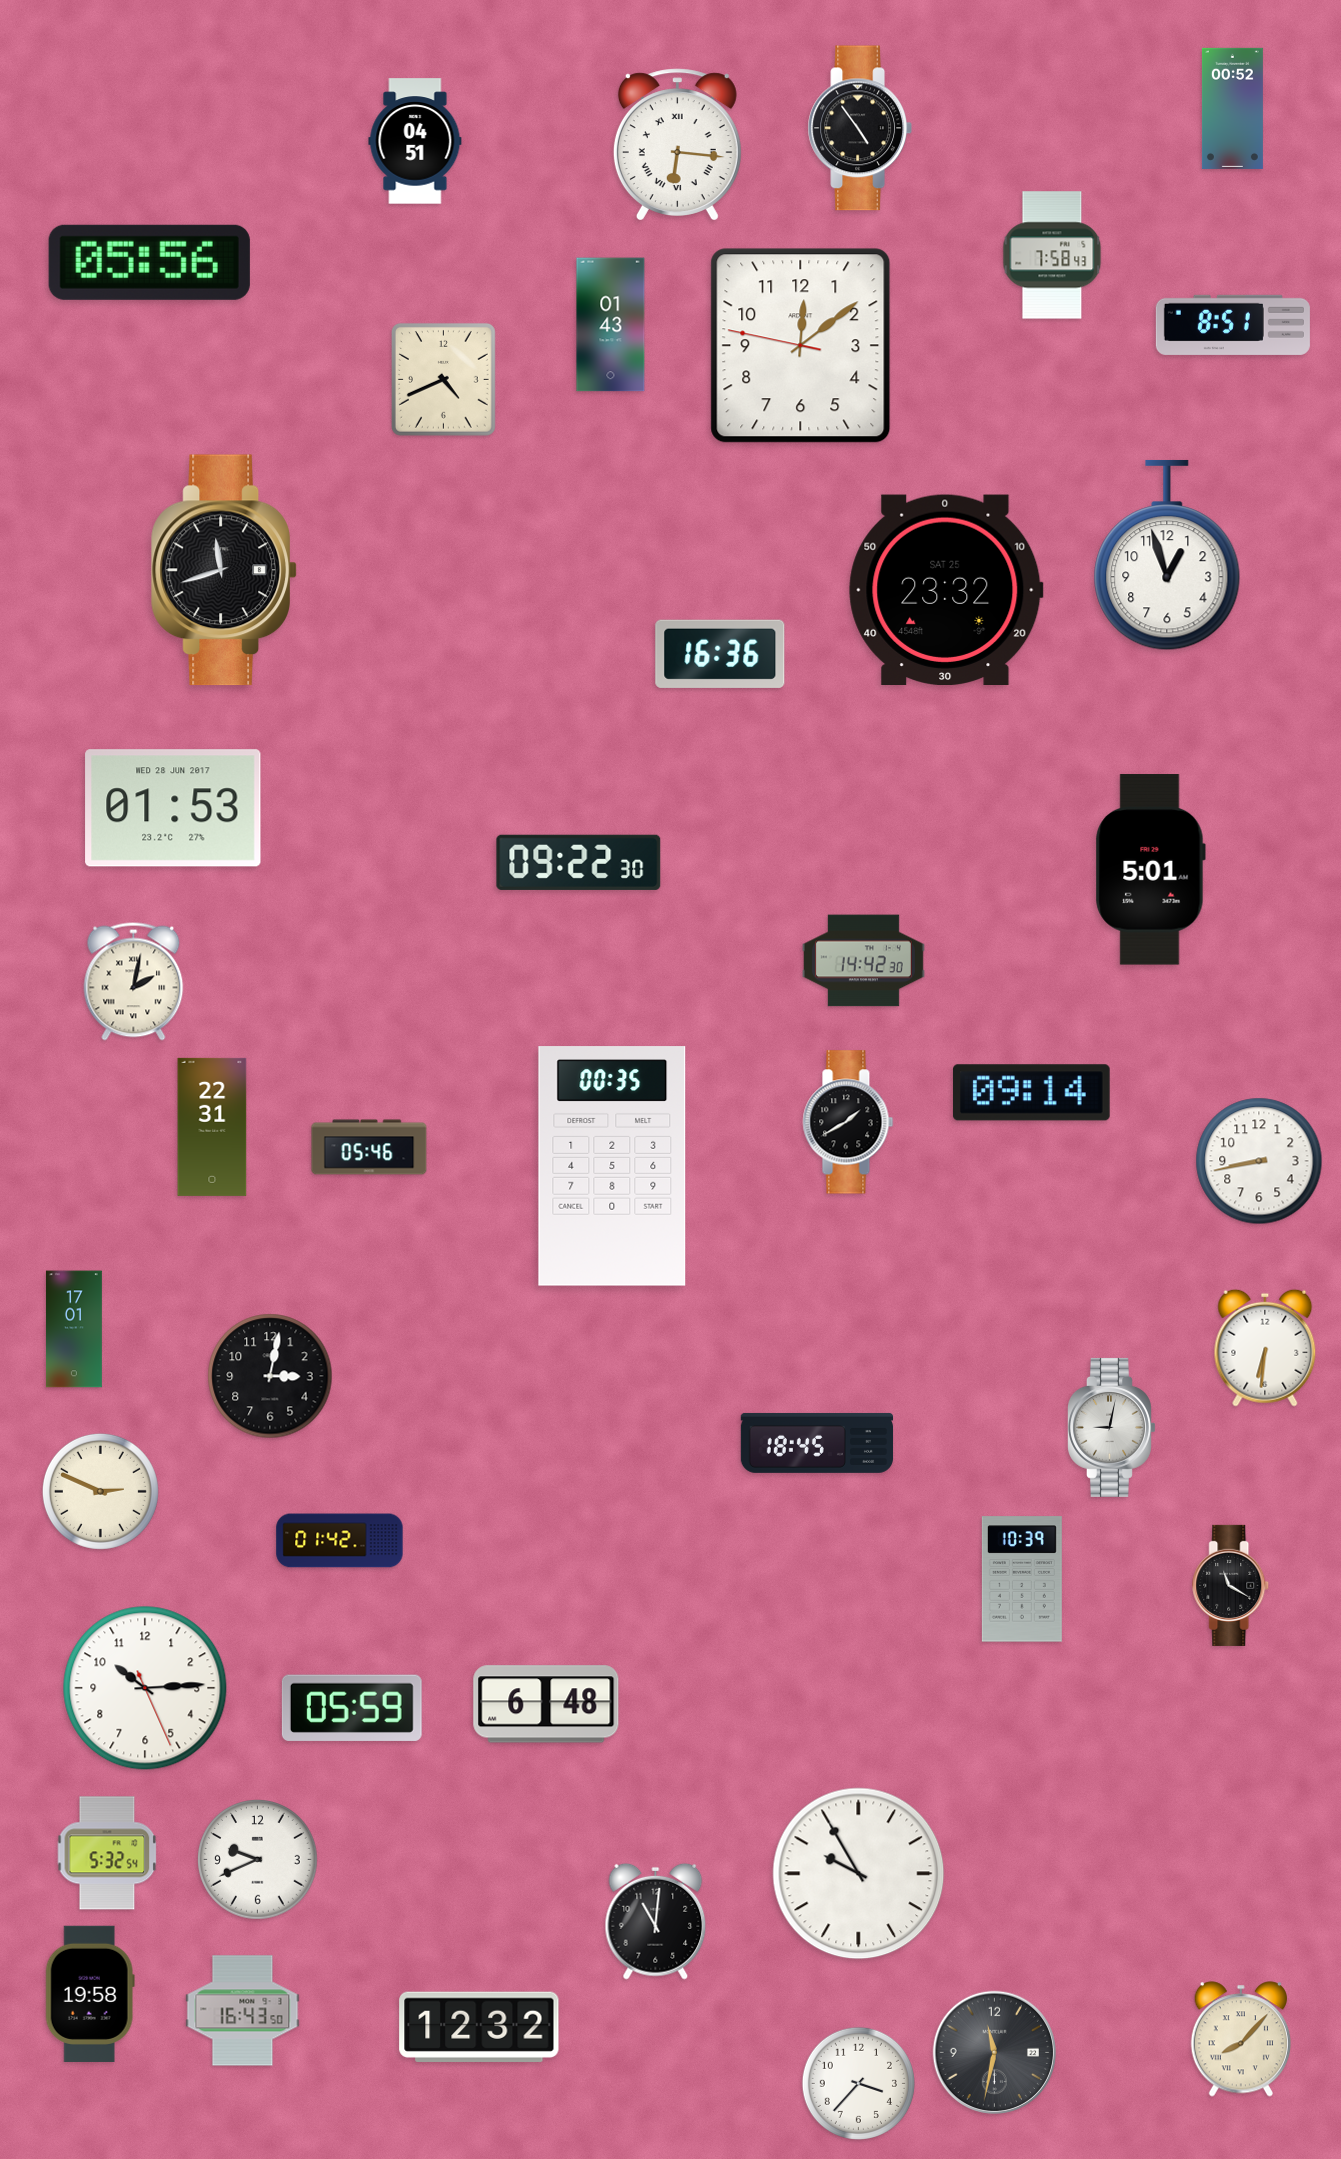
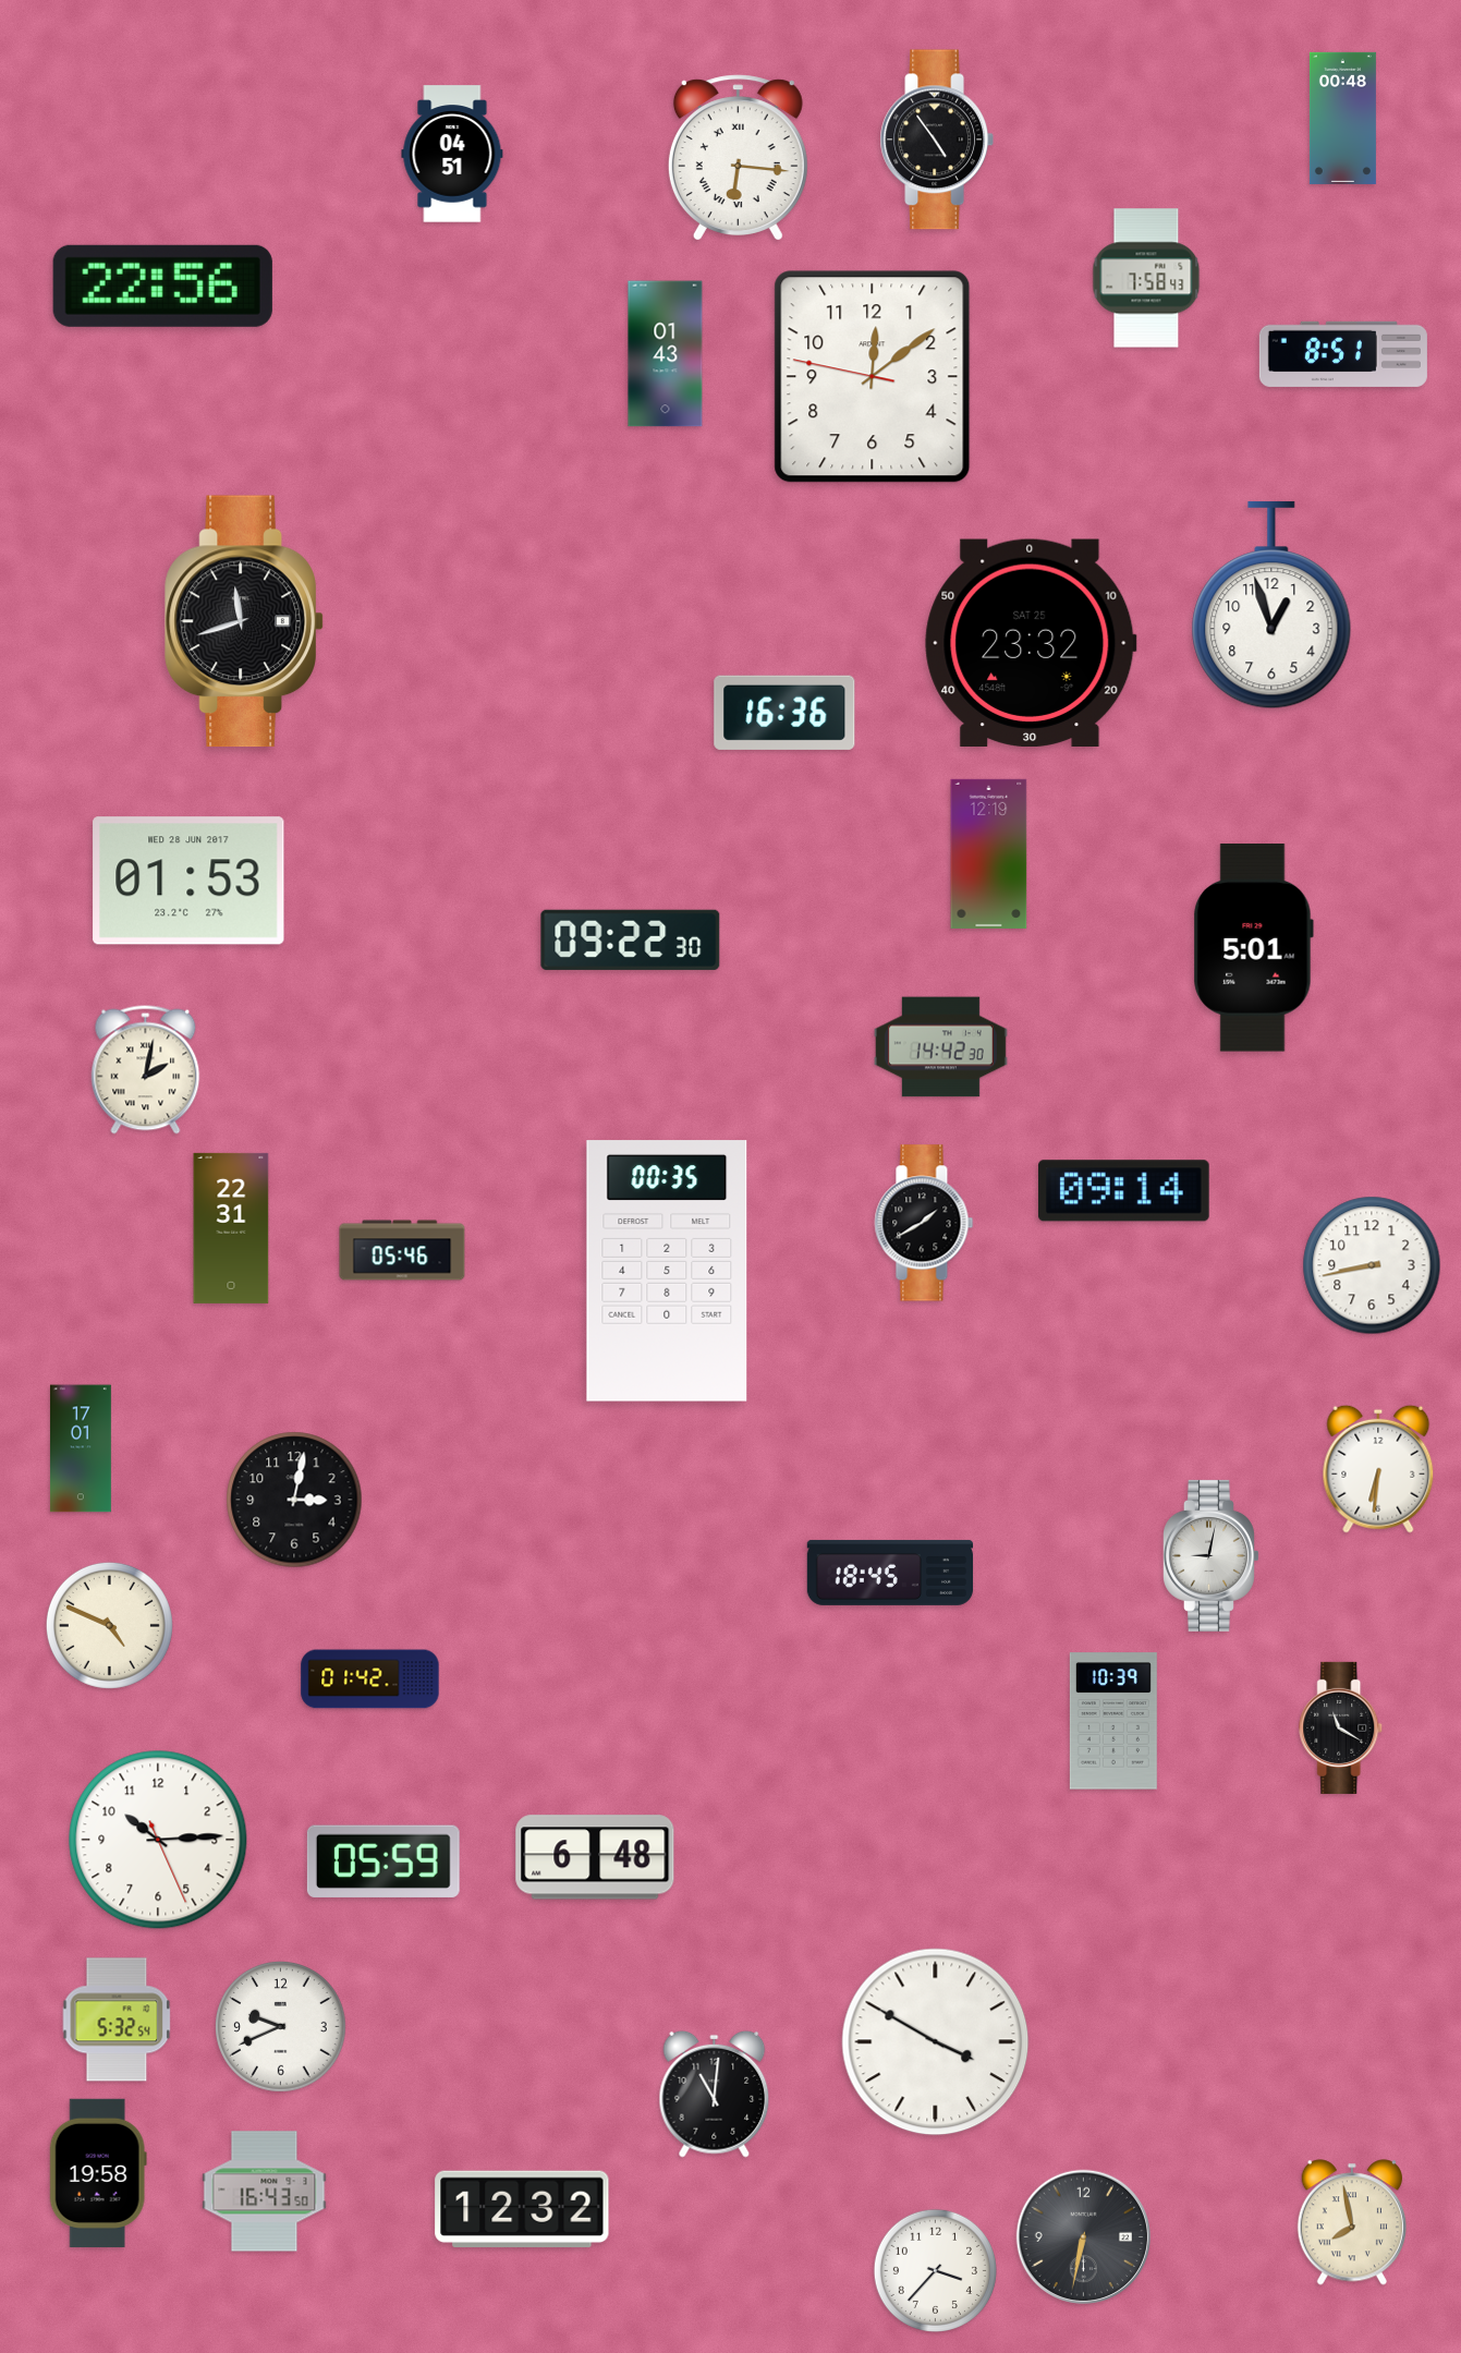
clock at (1232, 108): 00:52 -> 00:48
clock at (149, 262): 05:56 -> 22:56
clock at (443, 379): 4:41 -> none
clock at (989, 853): none -> 12:19
clock at (100, 1491): 2:49 -> 4:49
clock at (859, 1874): 9:55 -> 3:50
clock at (1240, 2039): 8:07 -> 7:58
clock at (994, 2052): 11:32 -> 6:32
